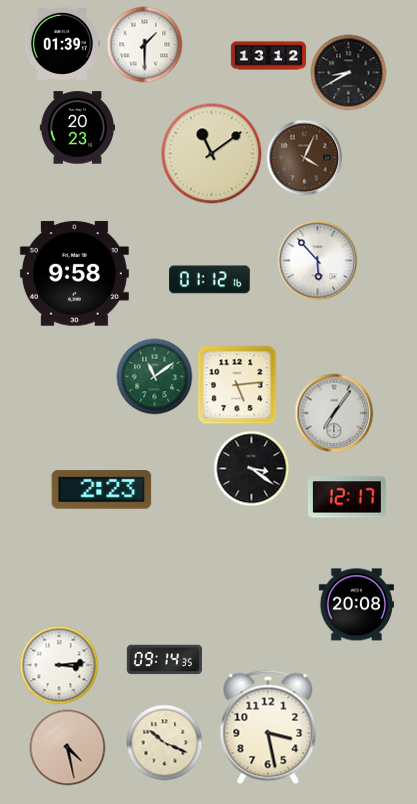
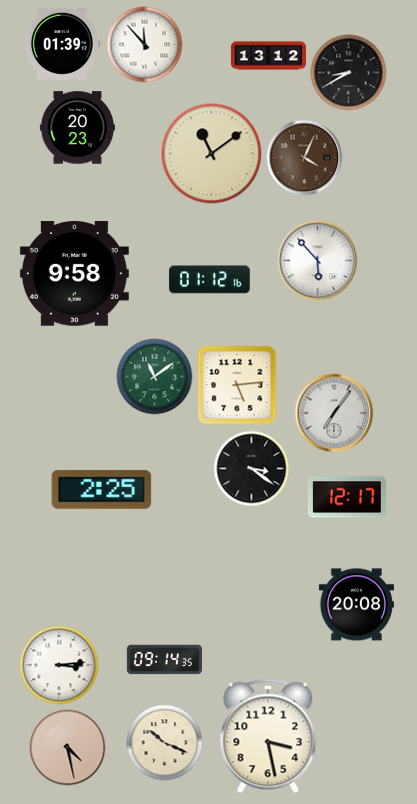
clock at (145, 45): 1:30 -> 11:53
clock at (102, 490): 2:23 -> 2:25
clock at (268, 727) position: (268, 727) -> (268, 736)
